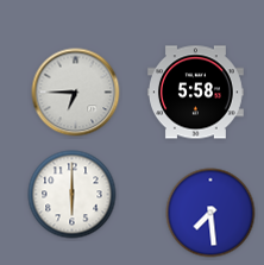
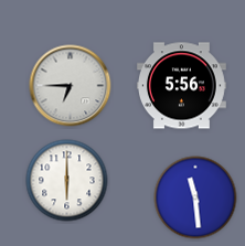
clock at (196, 93): 5:58 -> 5:56
clock at (210, 213): 7:29 -> 11:29
